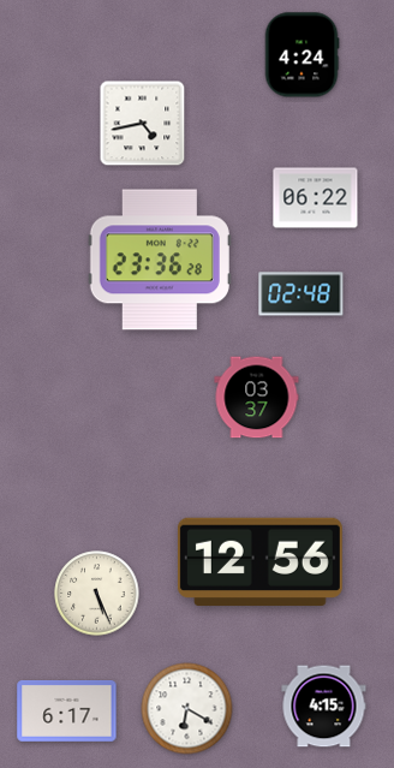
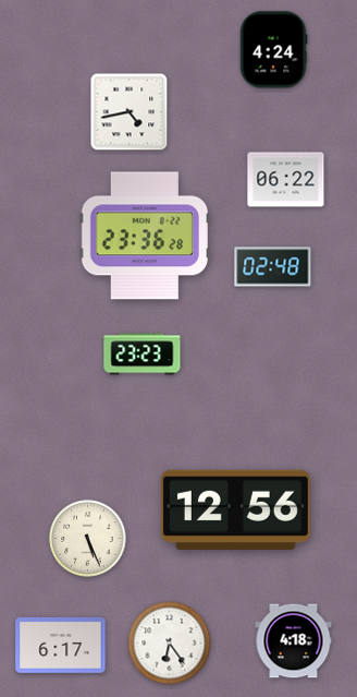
clock at (143, 354): none -> 23:23
clock at (257, 398): 03:37 -> none
clock at (324, 707): 4:15 -> 4:18
clock at (187, 709): 6:20 -> 6:24
